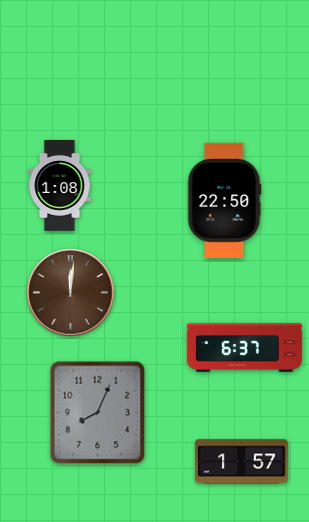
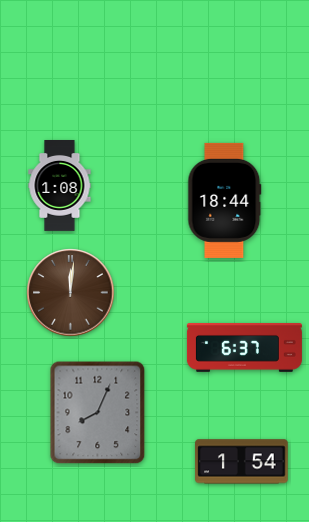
clock at (225, 200): 22:50 -> 18:44
clock at (242, 462): 1:57 -> 1:54
